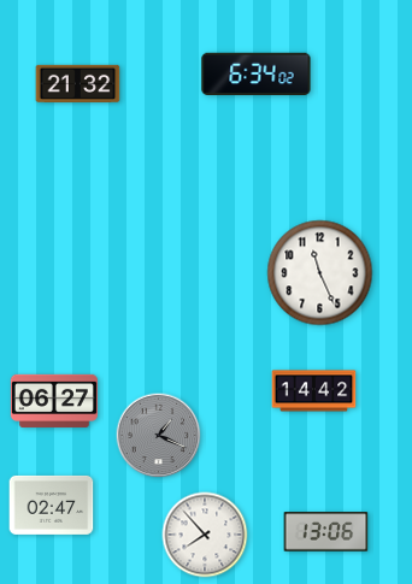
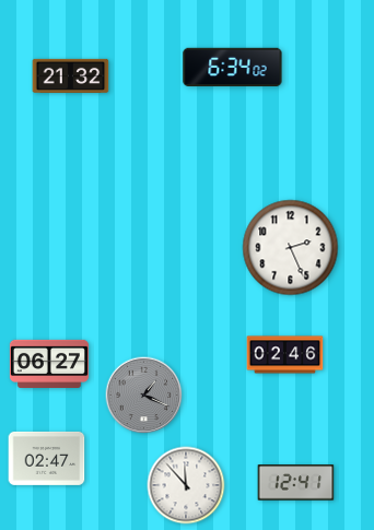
clock at (320, 273): 11:26 -> 2:26
clock at (314, 391): 14:42 -> 02:46
clock at (326, 532): 13:06 -> 12:41
clock at (205, 535): 7:53 -> 11:53
